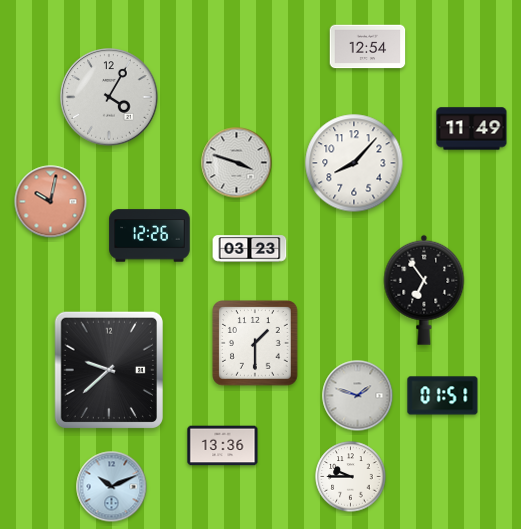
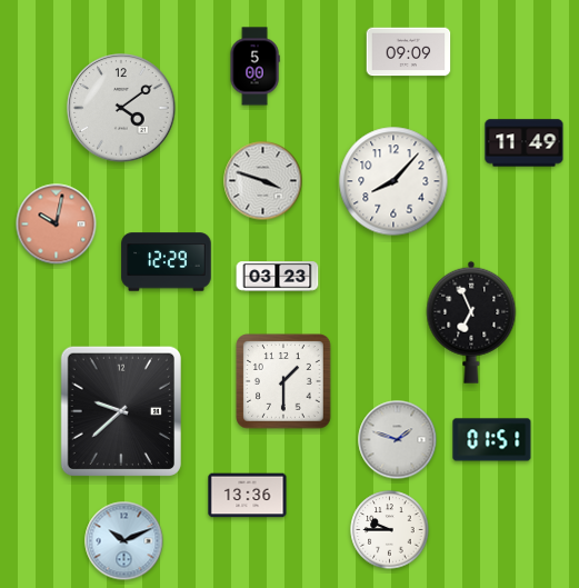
clock at (368, 47): 12:54 -> 09:09
clock at (254, 67): none -> 5:00
clock at (109, 97): 4:05 -> 4:09
clock at (150, 236): 12:26 -> 12:29
clock at (424, 290): 6:54 -> 6:56
